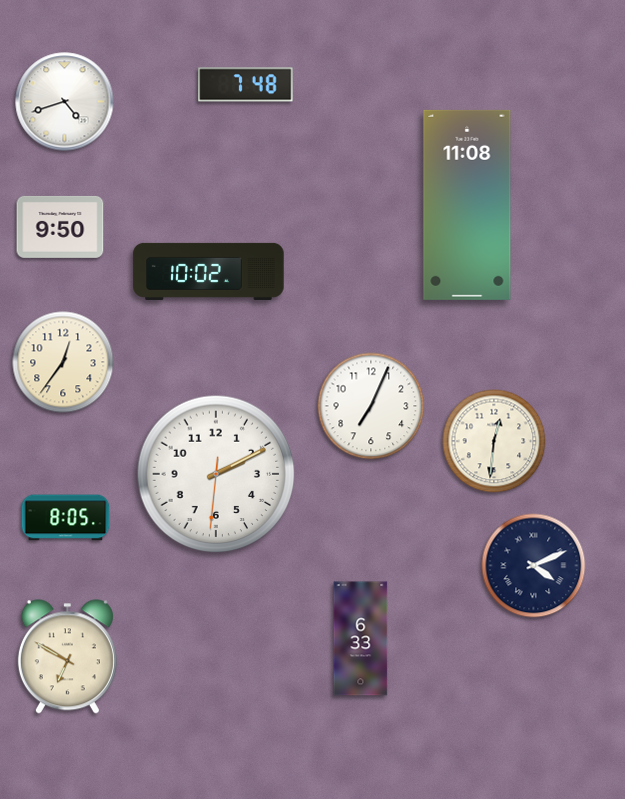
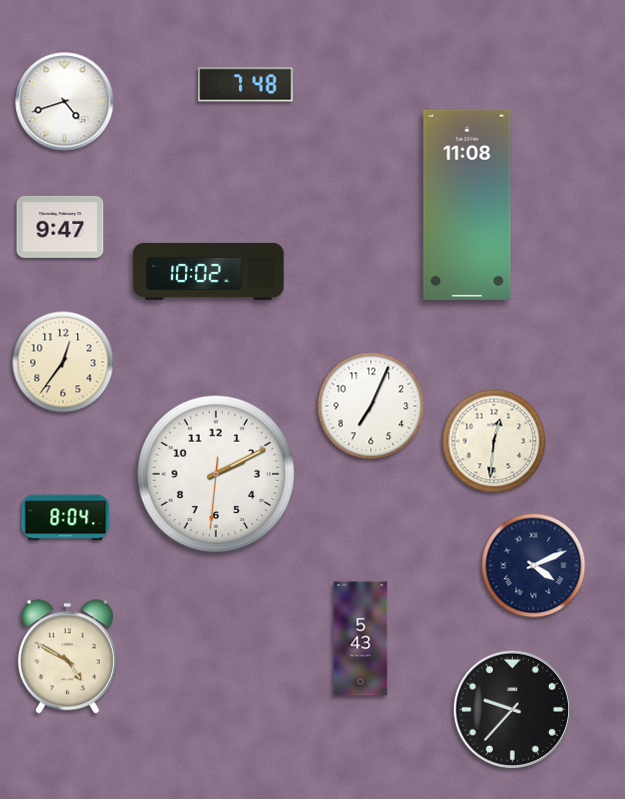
clock at (60, 227): 9:50 -> 9:47
clock at (66, 518): 8:05 -> 8:04
clock at (361, 639): 6:33 -> 5:43
clock at (67, 657): 6:50 -> 4:50
clock at (512, 709): none -> 9:37
